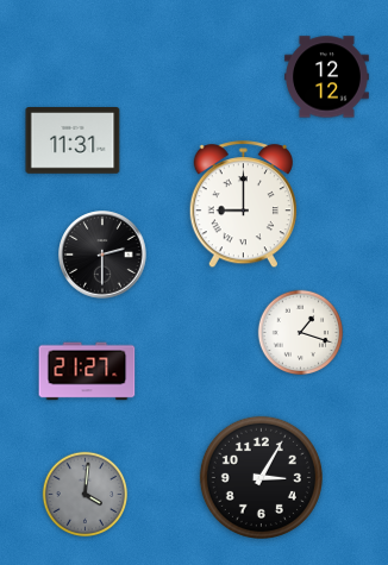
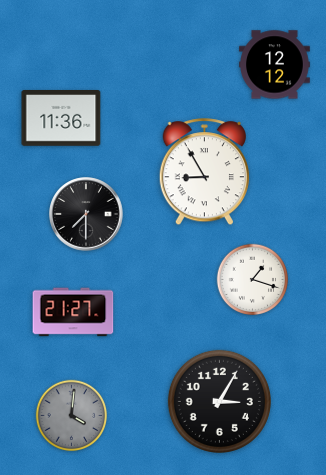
clock at (73, 142): 11:31 -> 11:36
clock at (243, 205): 9:00 -> 8:55
clock at (102, 255): 2:30 -> 7:30
